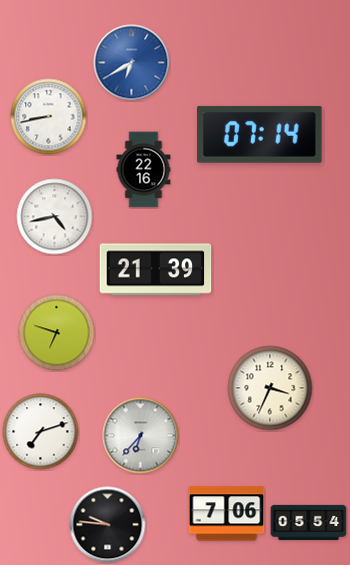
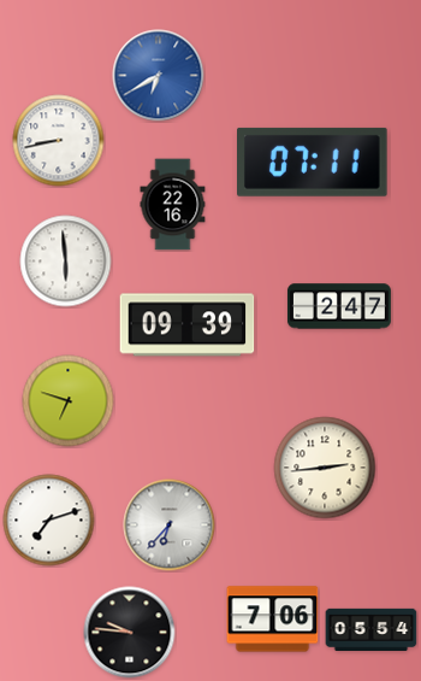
clock at (260, 134): 07:14 -> 07:11
clock at (55, 217): 4:43 -> 5:59
clock at (339, 306): none -> 2:47
clock at (156, 270): 21:39 -> 09:39
clock at (270, 388): 3:34 -> 2:44
